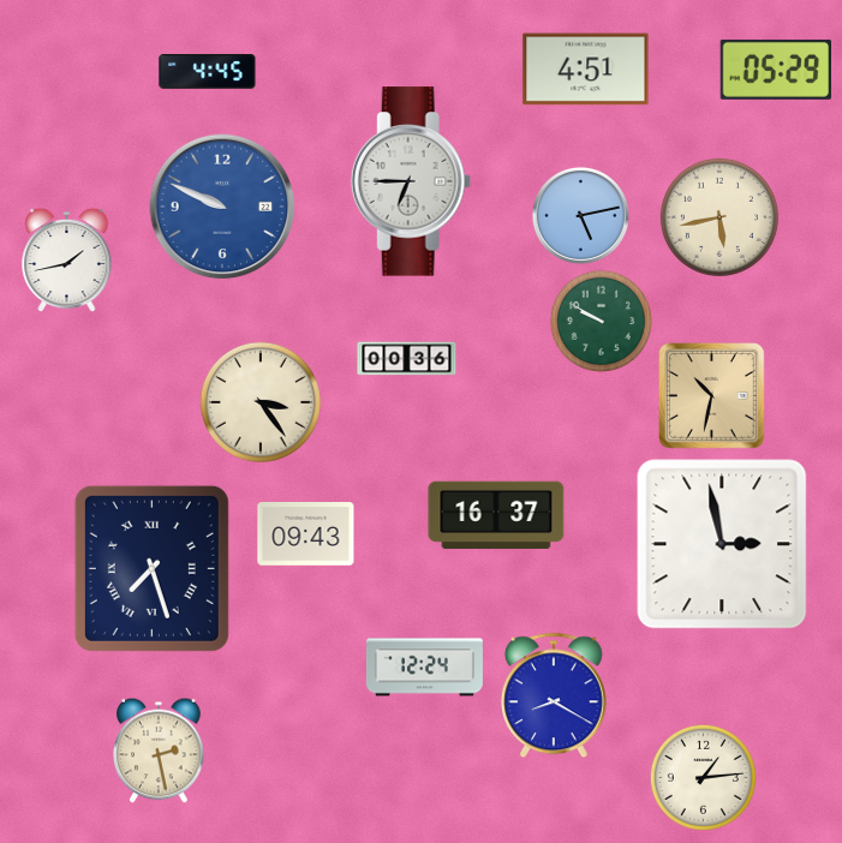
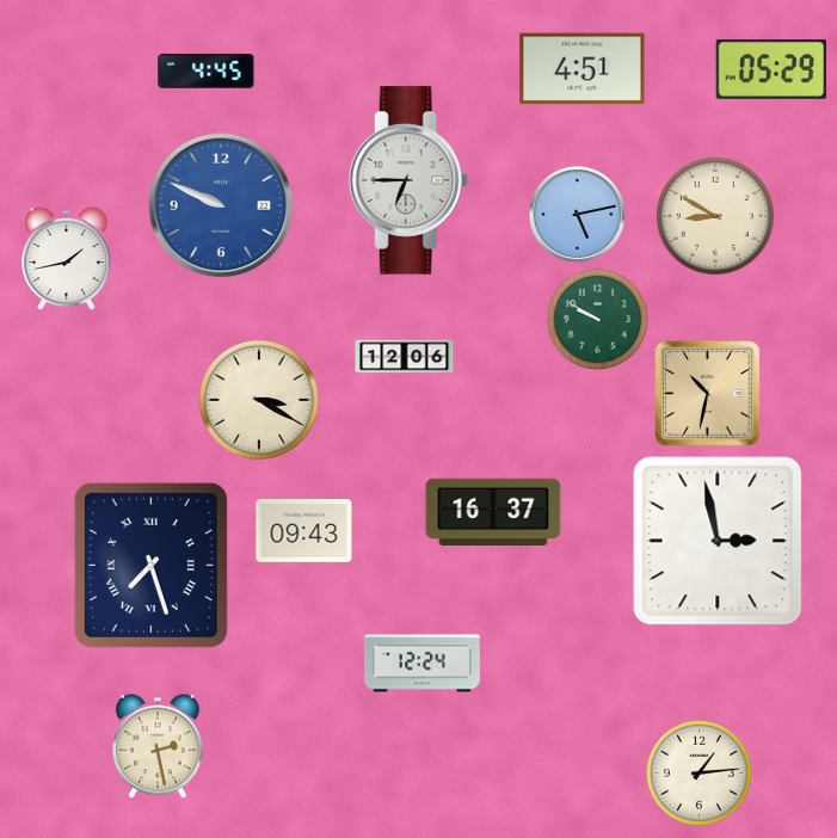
clock at (719, 217): 5:43 -> 8:50
clock at (407, 359): 00:36 -> 12:06
clock at (261, 402): 3:24 -> 3:20
clock at (554, 695): 8:20 -> none
